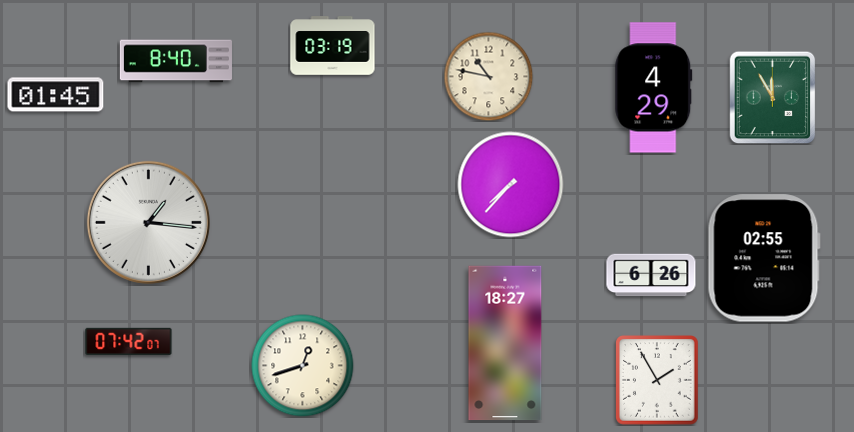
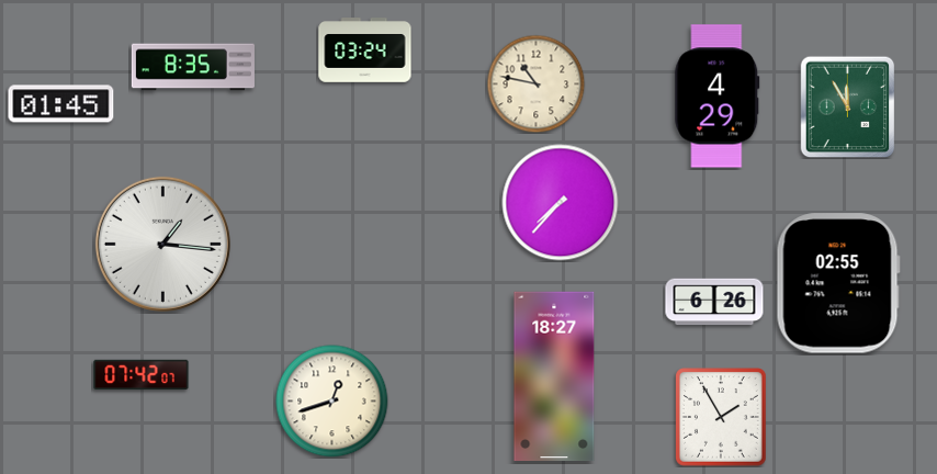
clock at (333, 46): 03:19 -> 03:24
clock at (176, 61): 8:40 -> 8:35
